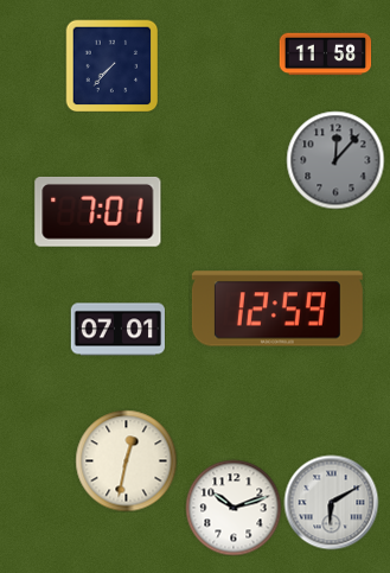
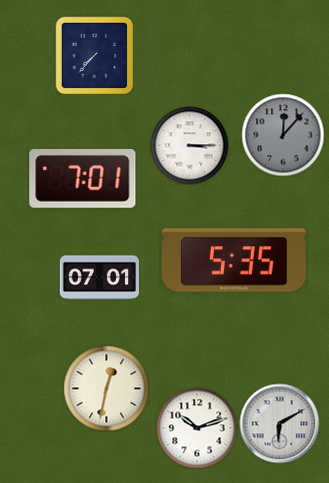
clock at (325, 55): 11:58 -> none
clock at (189, 145): none -> 3:15
clock at (277, 308): 12:59 -> 5:35
